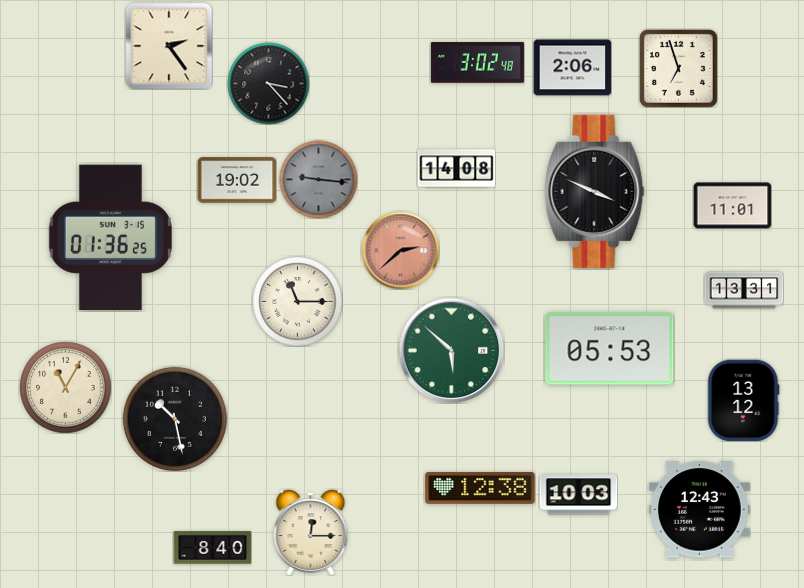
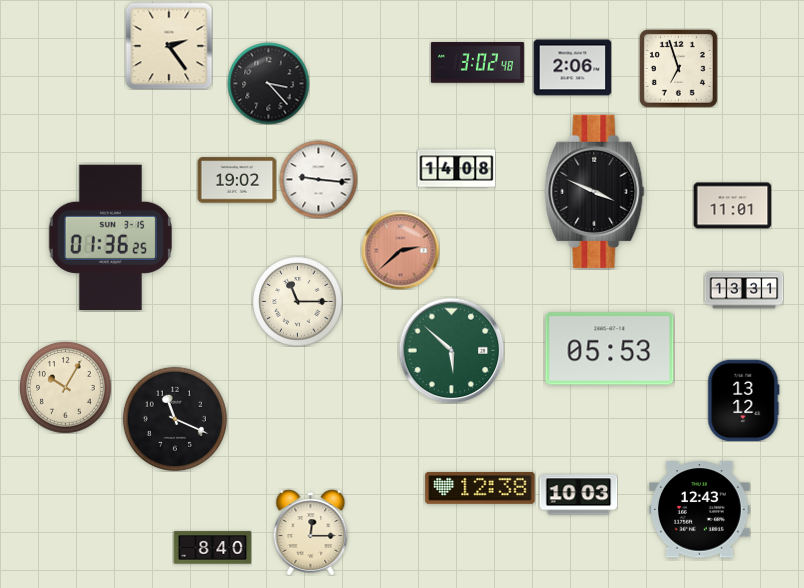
clock at (318, 179) dial: grey -> white
clock at (65, 387): 11:05 -> 10:05
clock at (175, 419): 10:28 -> 11:19
